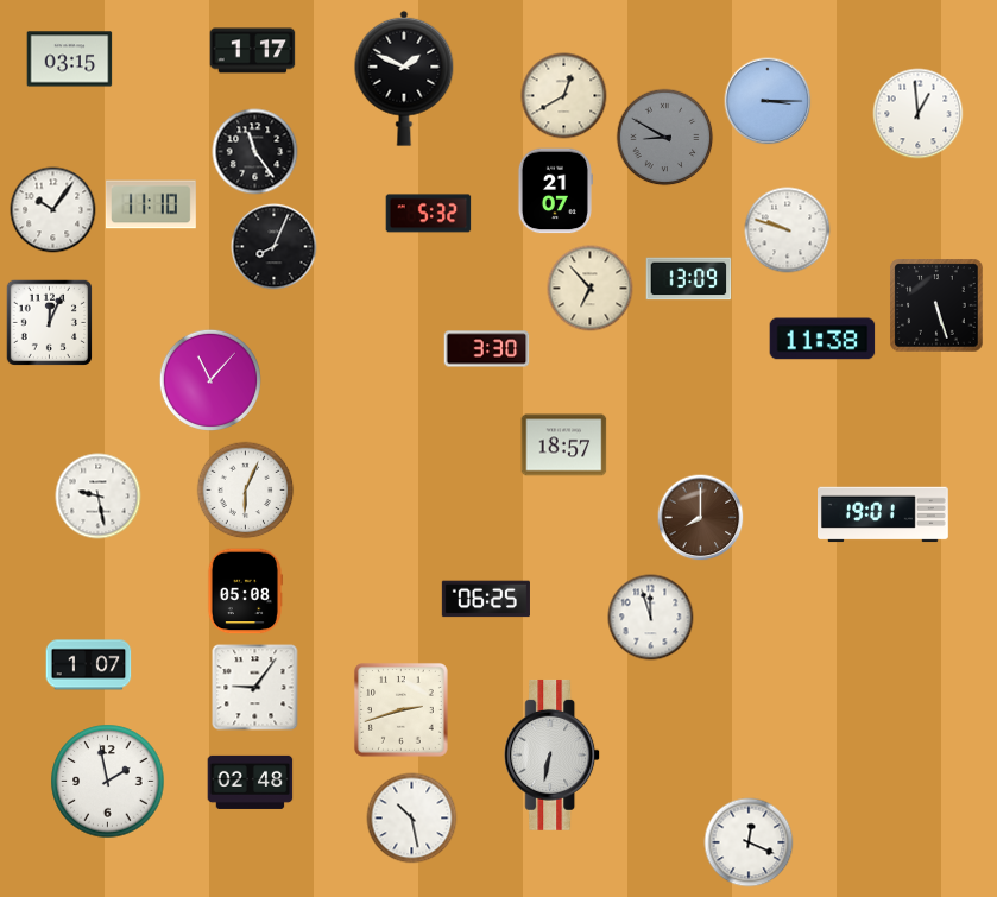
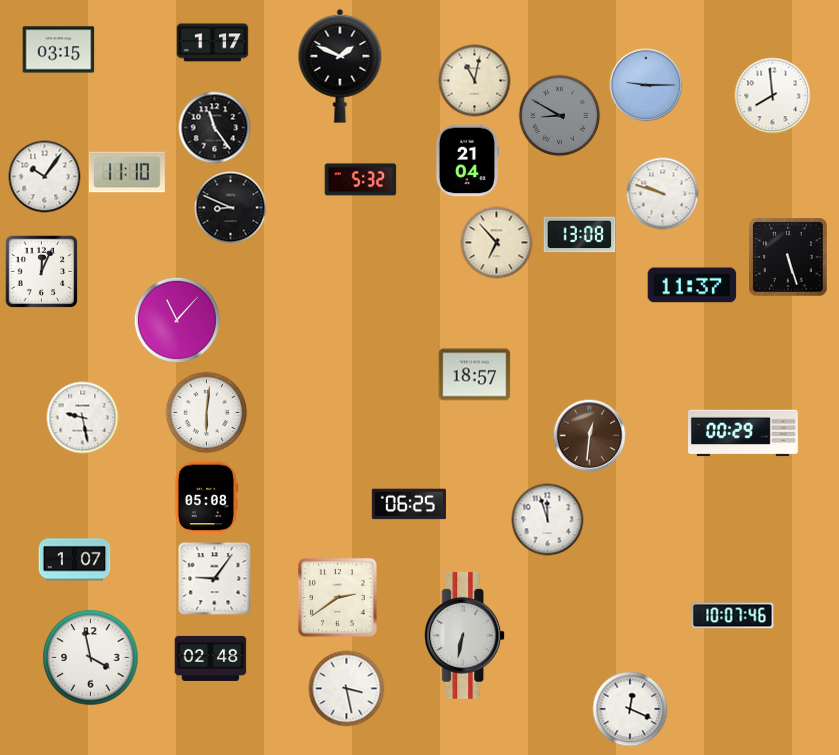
clock at (564, 96): 12:40 -> 11:02
clock at (768, 101): 3:15 -> 9:15
clock at (919, 114): 12:59 -> 7:59
clock at (555, 191): 21:07 -> 21:04
clock at (275, 247): 8:04 -> 8:49
clock at (689, 279): 13:09 -> 13:08
clock at (822, 339): 11:38 -> 11:37
clock at (487, 349): 3:30 -> none
clock at (246, 491): 6:04 -> 6:01
clock at (884, 514): 19:01 -> 00:29
clock at (701, 518): 8:00 -> 12:31
clock at (400, 709): 2:42 -> 2:39
clock at (733, 616): none -> 10:07
clock at (108, 782): 1:58 -> 3:58
clock at (412, 819): 10:28 -> 3:28
